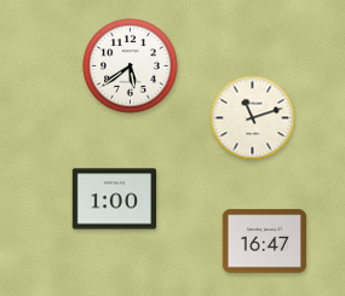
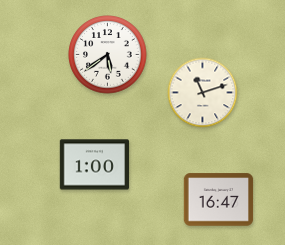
clock at (253, 118) position: (253, 118) -> (203, 93)
